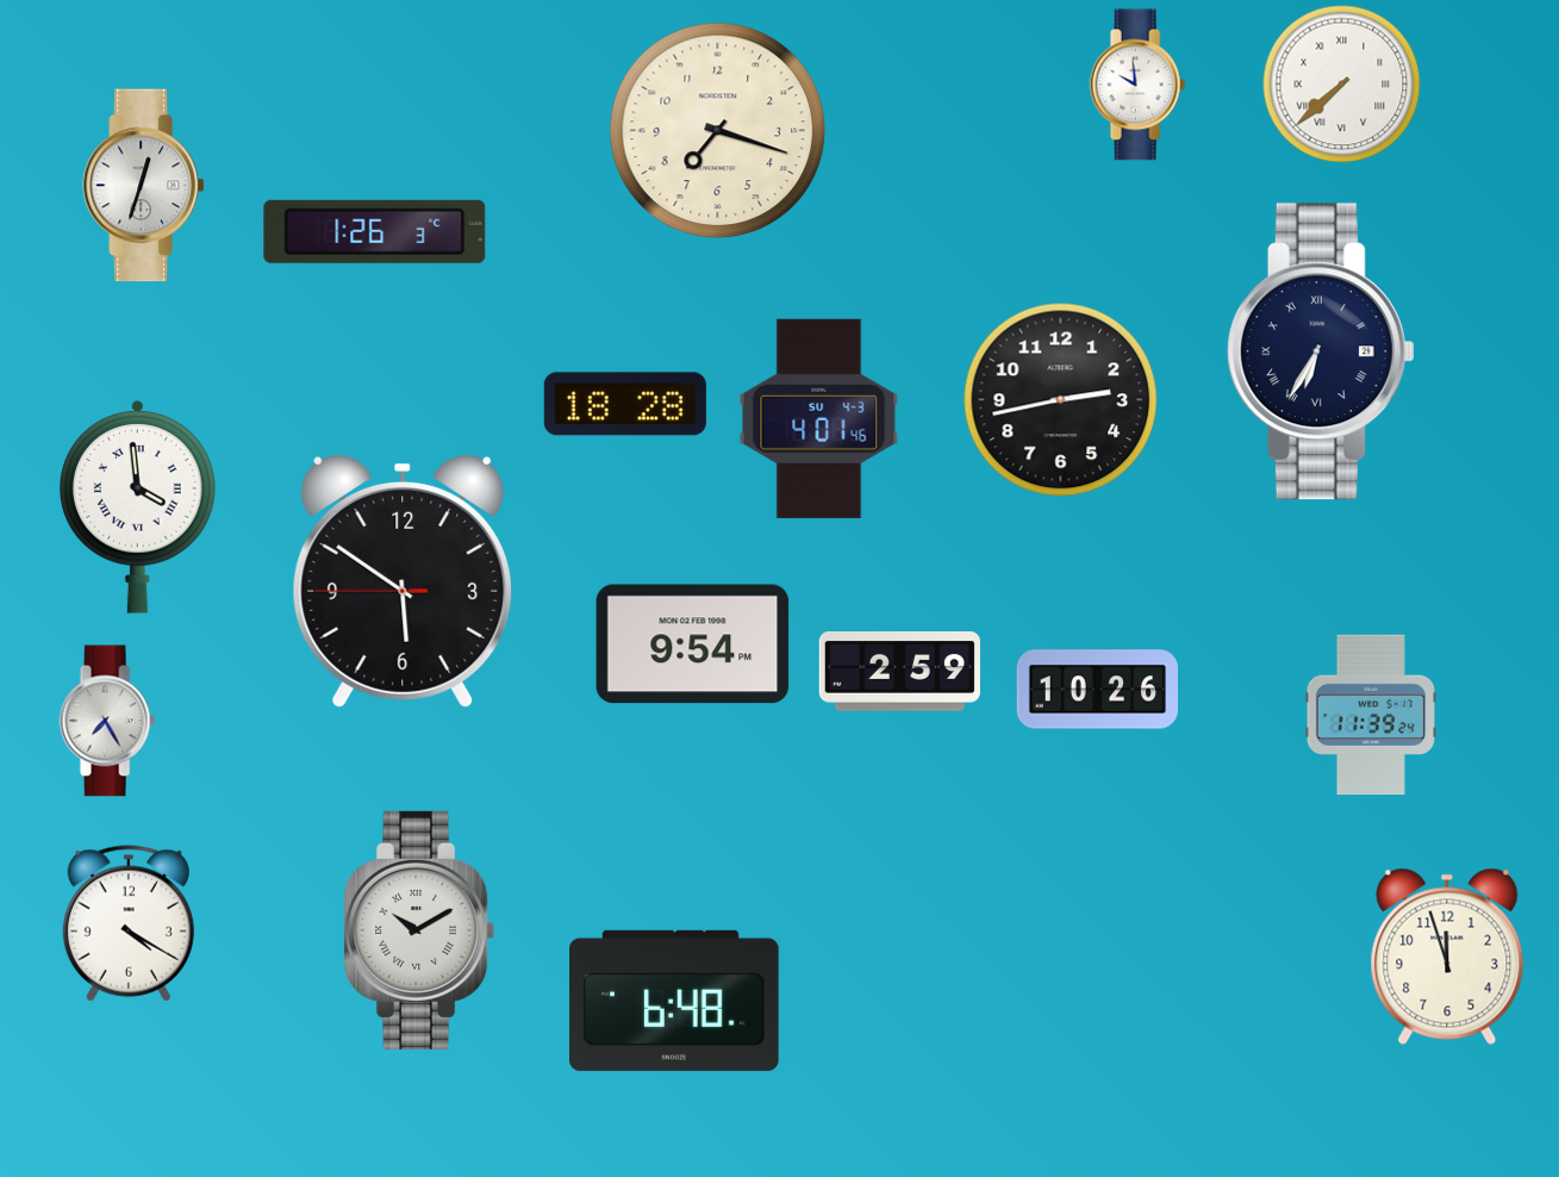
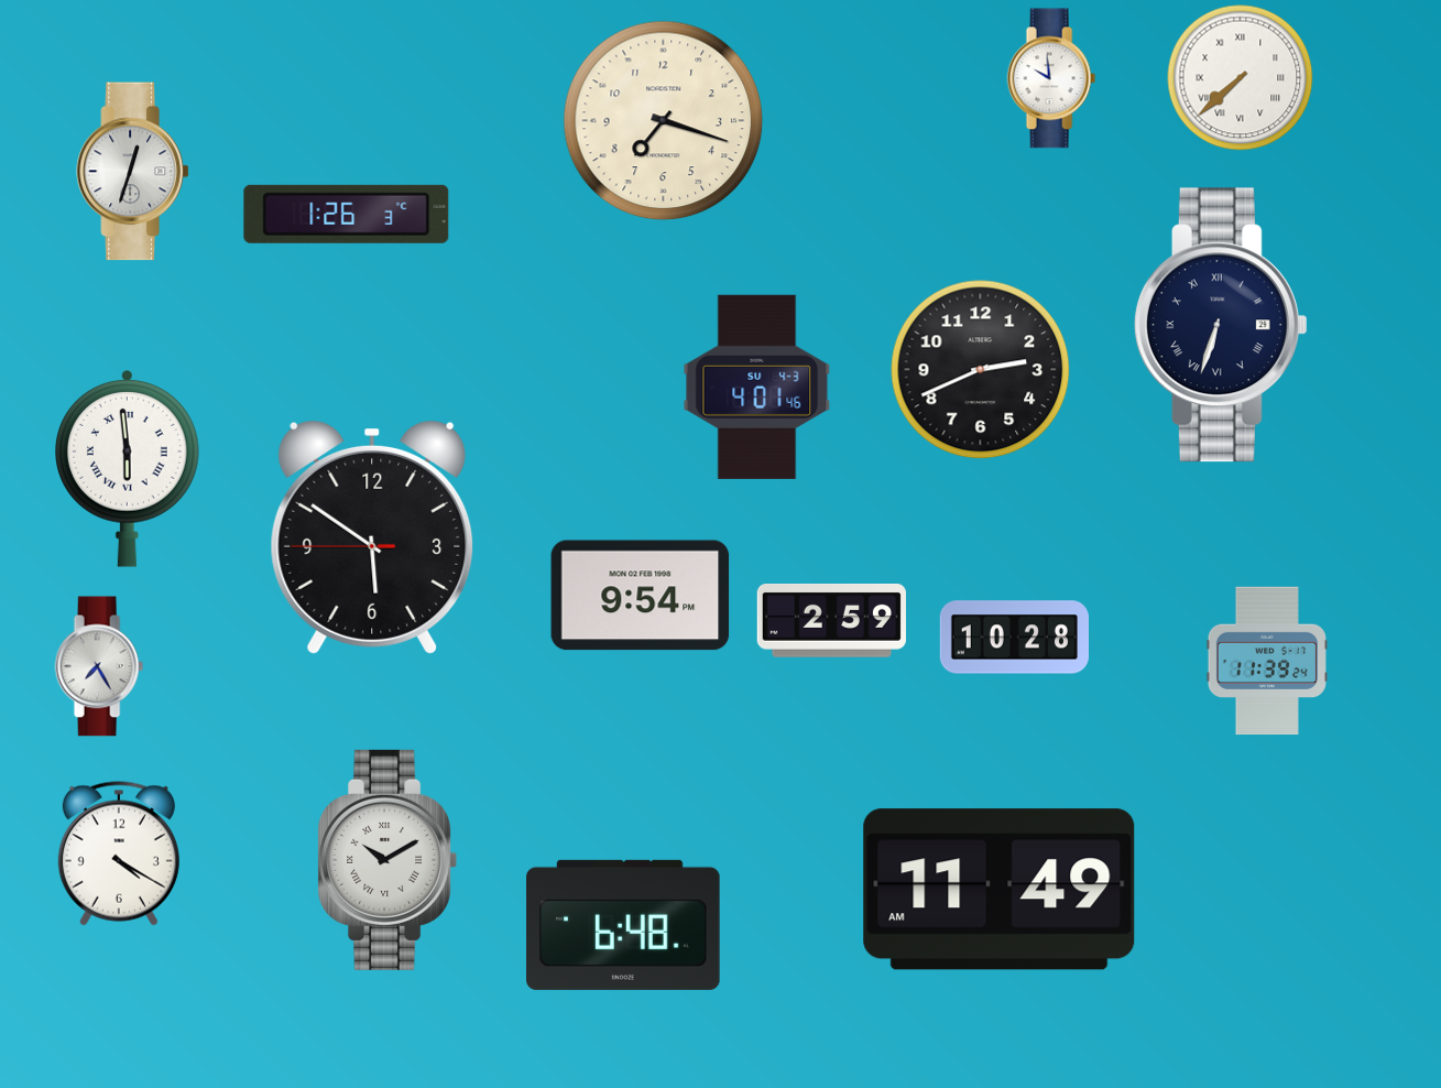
clock at (1321, 351): 6:35 -> 6:33
clock at (1061, 400): 2:43 -> 2:41
clock at (625, 404): 18:28 -> none
clock at (138, 507): 3:59 -> 5:59
clock at (1097, 690): 10:26 -> 10:28
clock at (1447, 957): 11:57 -> none
clock at (1000, 890): none -> 11:49
